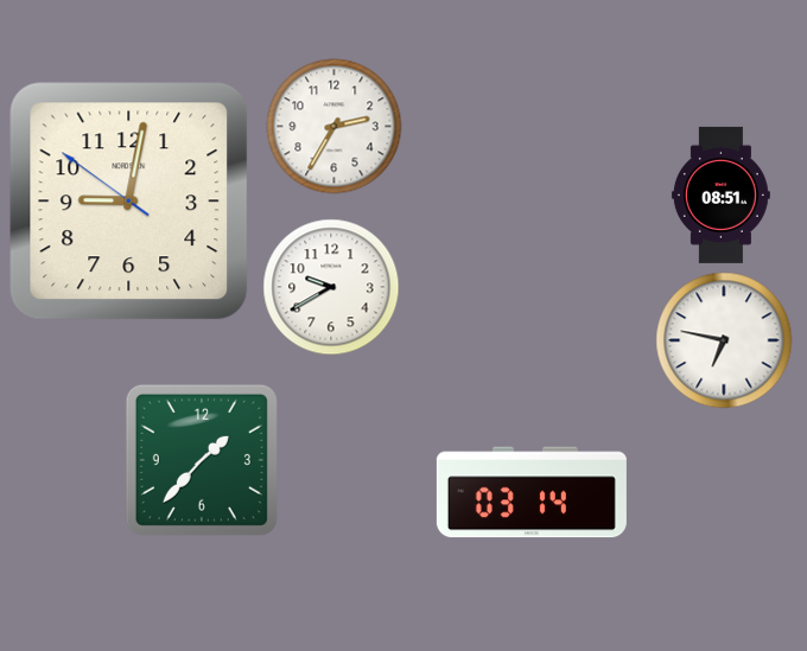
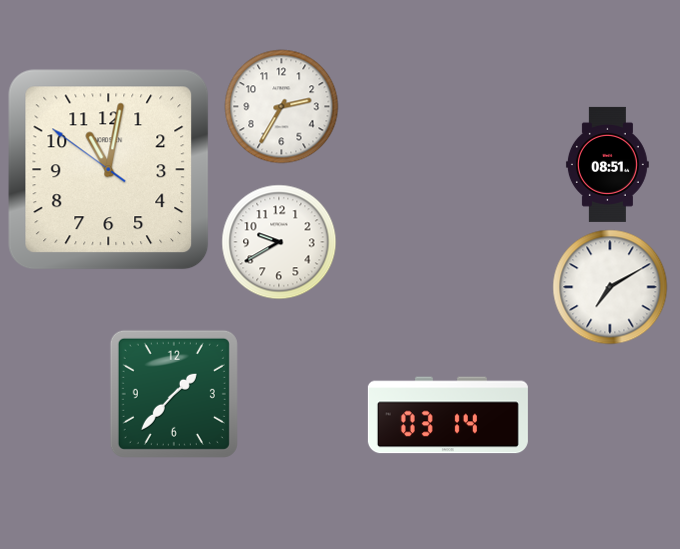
clock at (129, 202): 9:01 -> 11:01
clock at (724, 340): 6:47 -> 7:10
clock at (202, 460) position: (202, 460) -> (174, 394)
